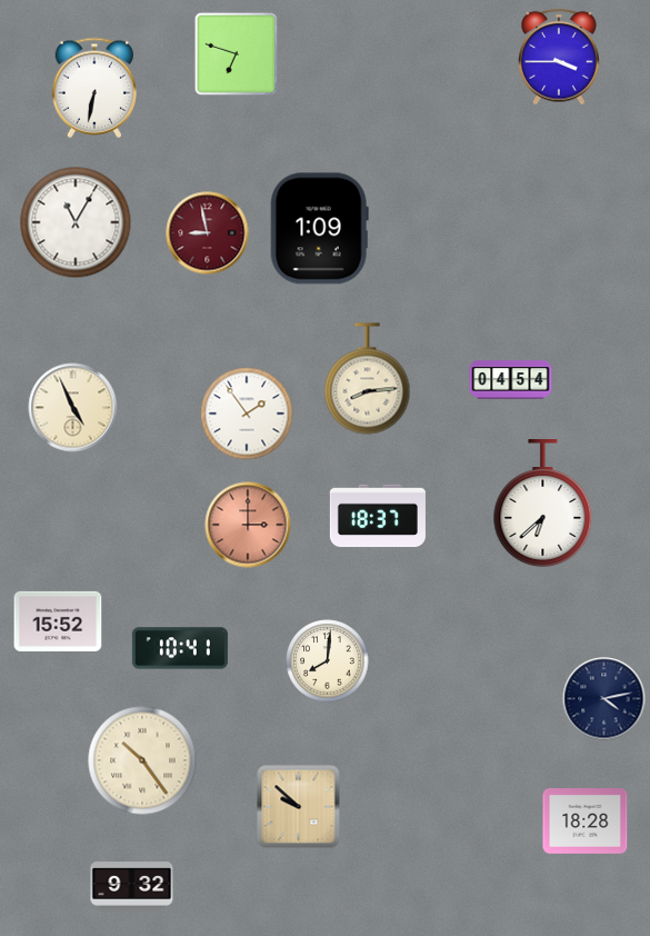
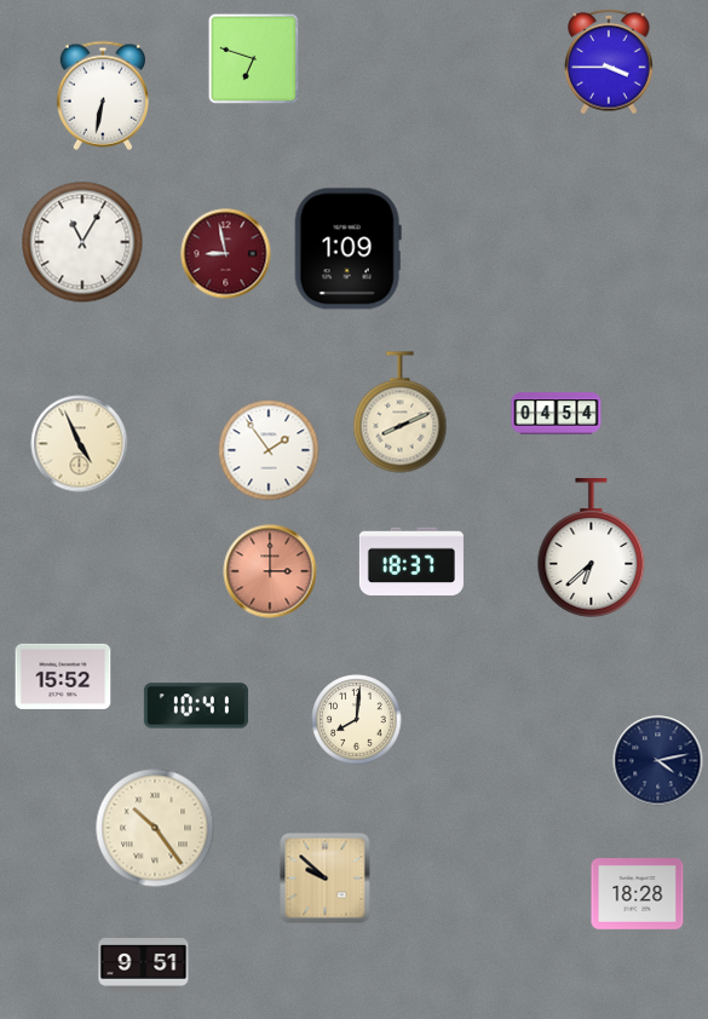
clock at (237, 54) position: (237, 54) -> (254, 59)
clock at (368, 379): 8:14 -> 8:11
clock at (132, 887): 9:32 -> 9:51
